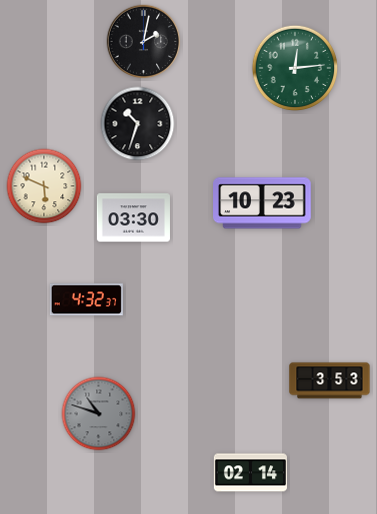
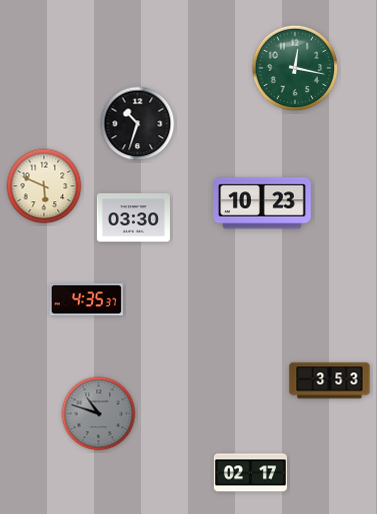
clock at (144, 42): 2:02 -> none
clock at (295, 68): 12:14 -> 12:17
clock at (86, 300): 4:32 -> 4:35
clock at (250, 473): 02:14 -> 02:17
